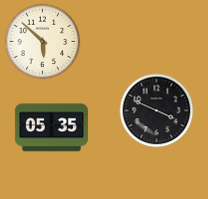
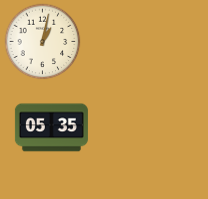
clock at (43, 42): 5:52 -> 1:02
clock at (157, 111): 3:49 -> none
